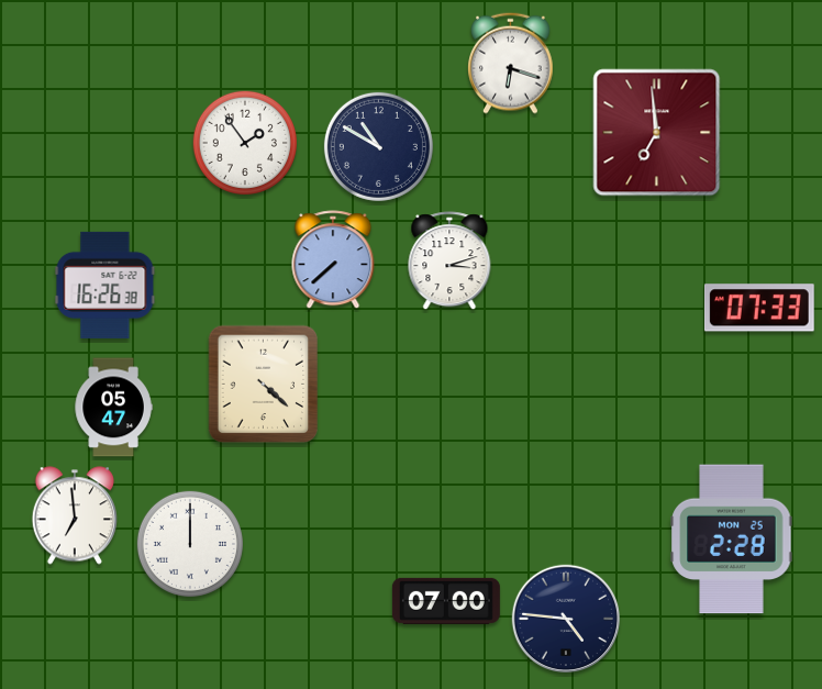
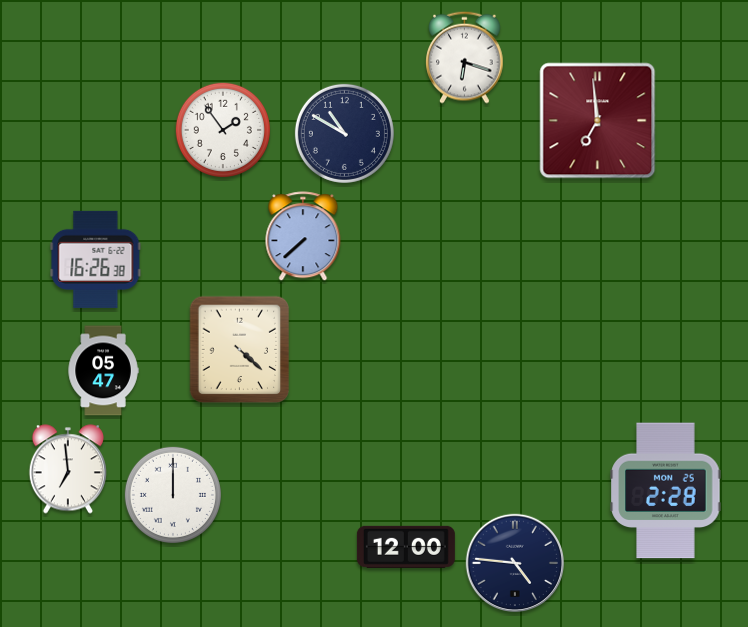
clock at (449, 262): 3:12 -> none
clock at (759, 308): 07:33 -> none
clock at (446, 601): 07:00 -> 12:00
